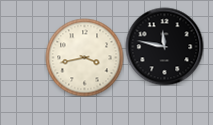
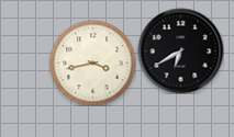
clock at (164, 46): 11:47 -> 6:40
